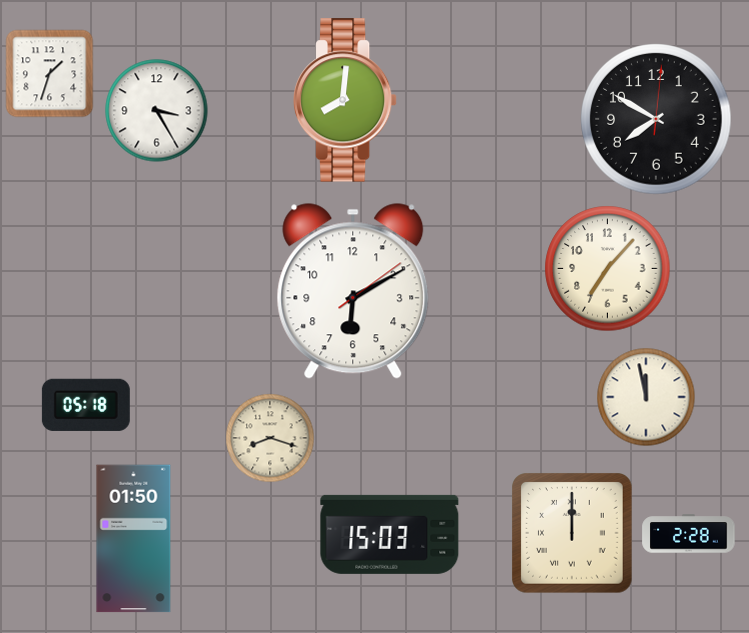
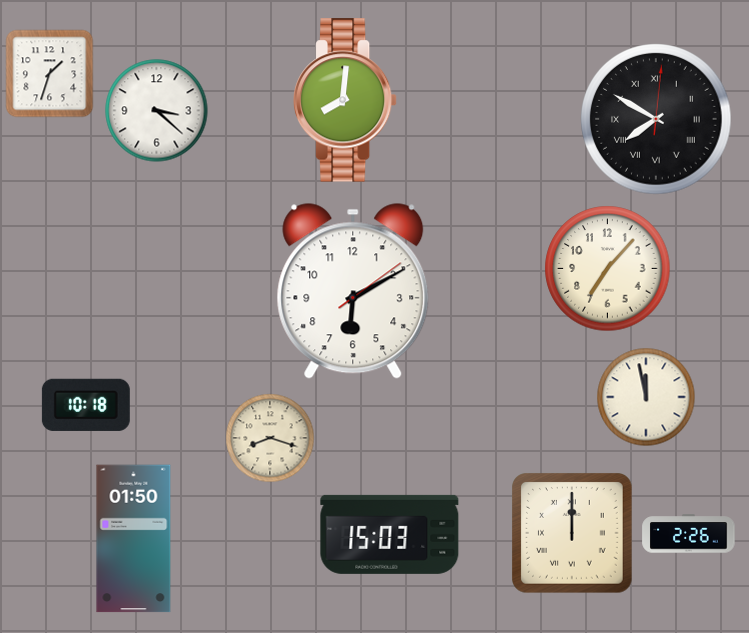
clock at (157, 111): 3:25 -> 3:22
clock at (656, 119) numerals: Arabic -> Roman
clock at (86, 405): 05:18 -> 10:18
clock at (689, 534): 2:28 -> 2:26
